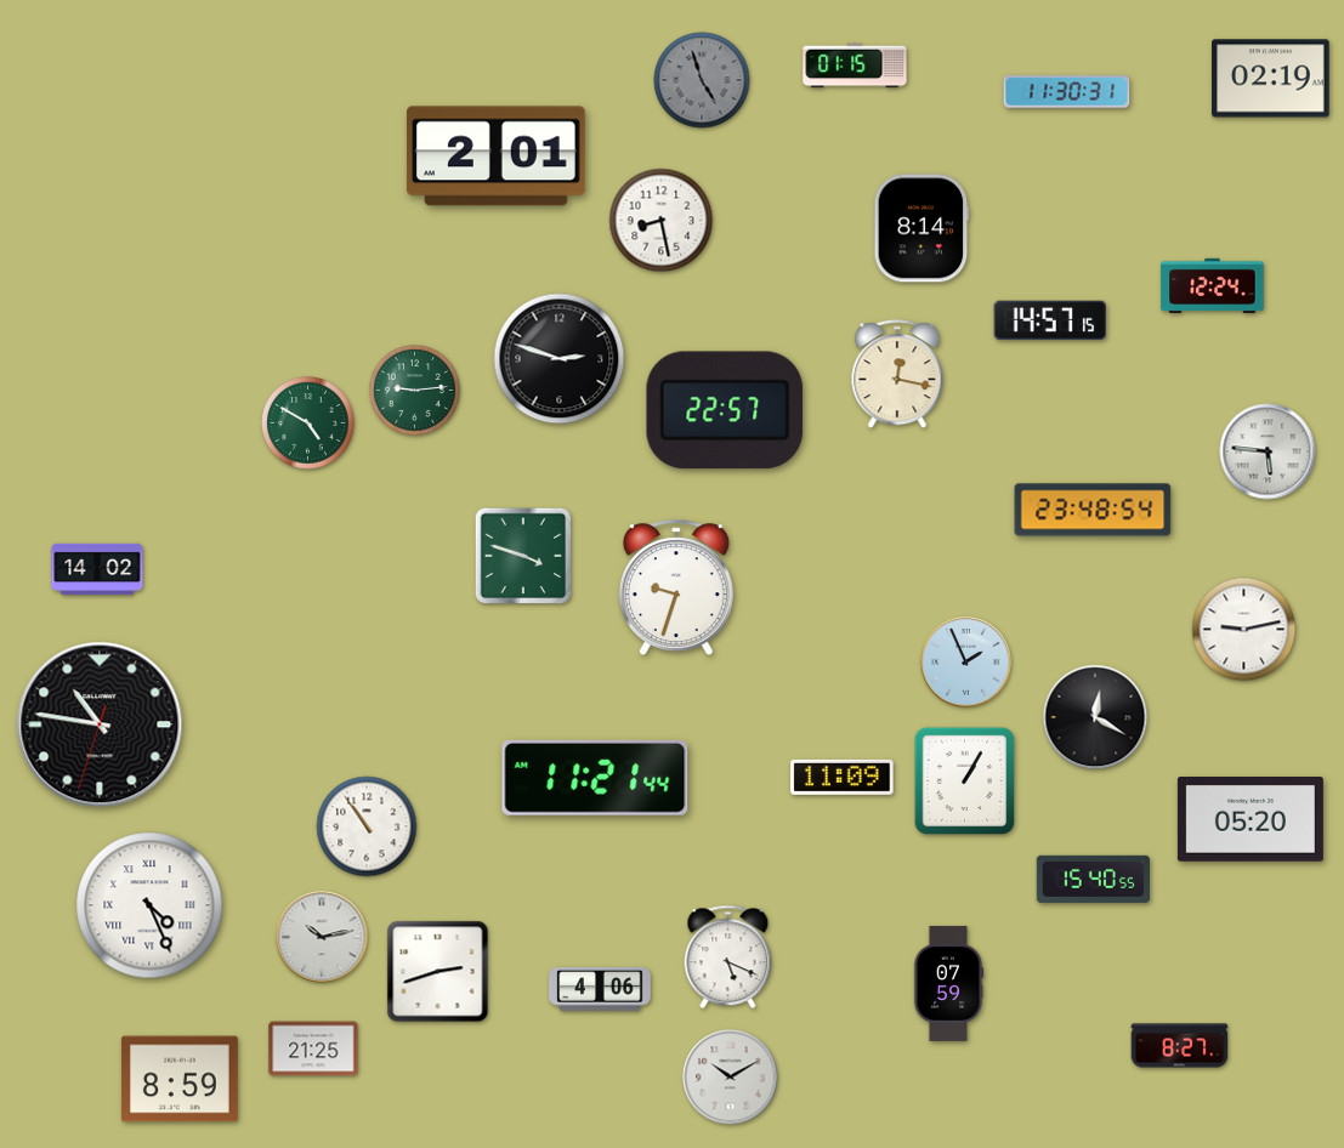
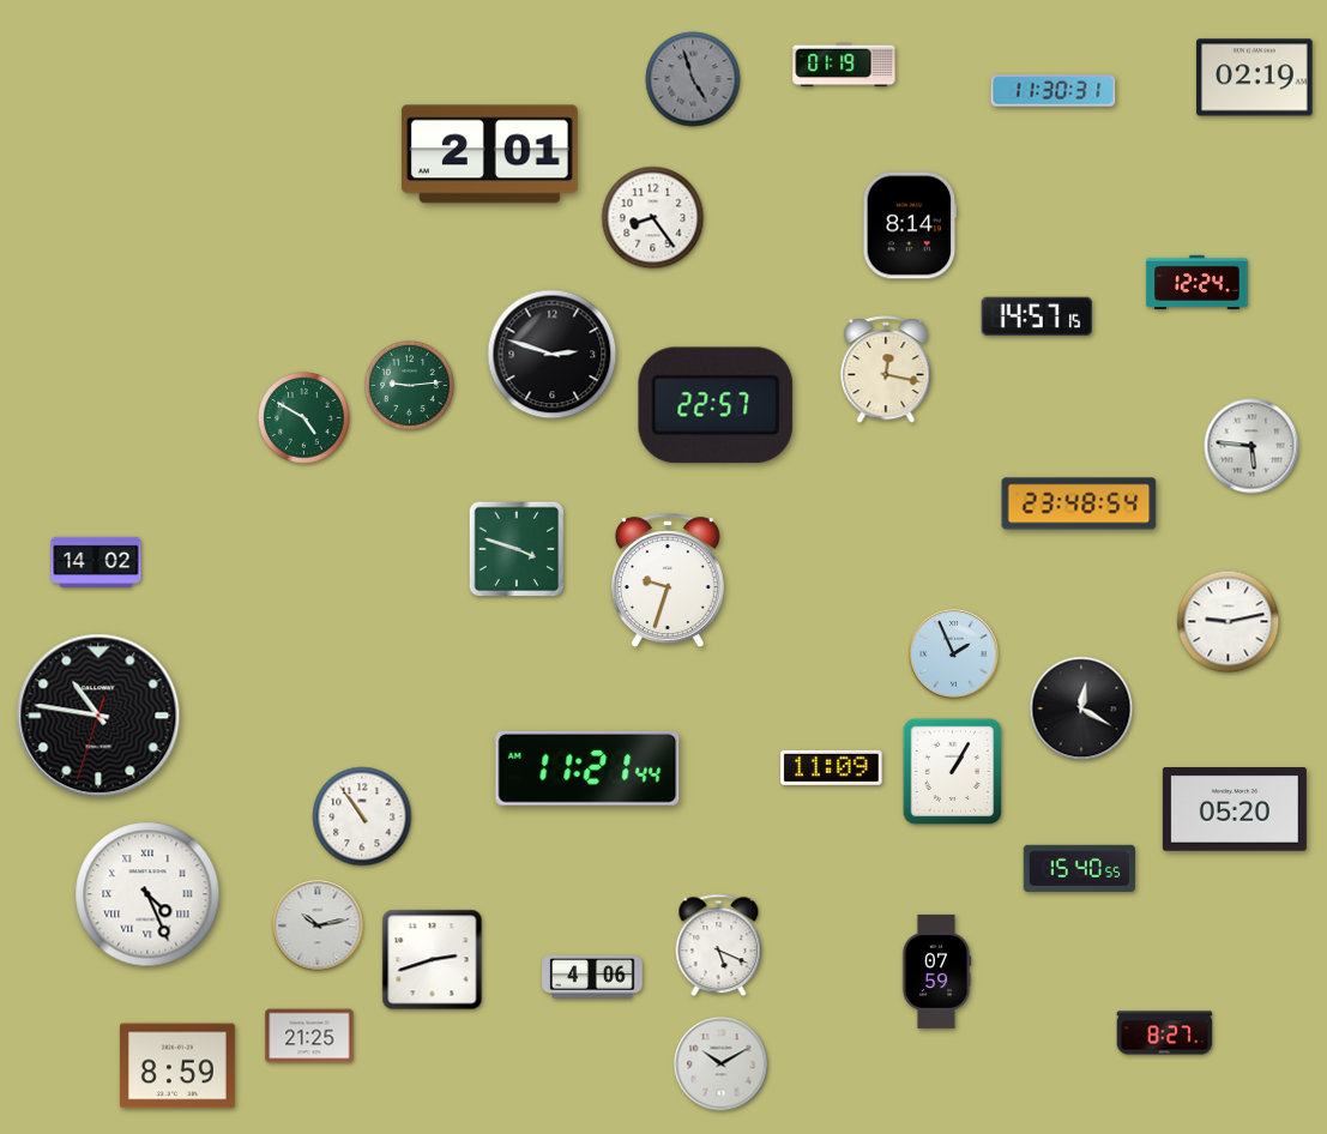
clock at (855, 66): 01:15 -> 01:19
clock at (662, 221): 8:28 -> 8:24
